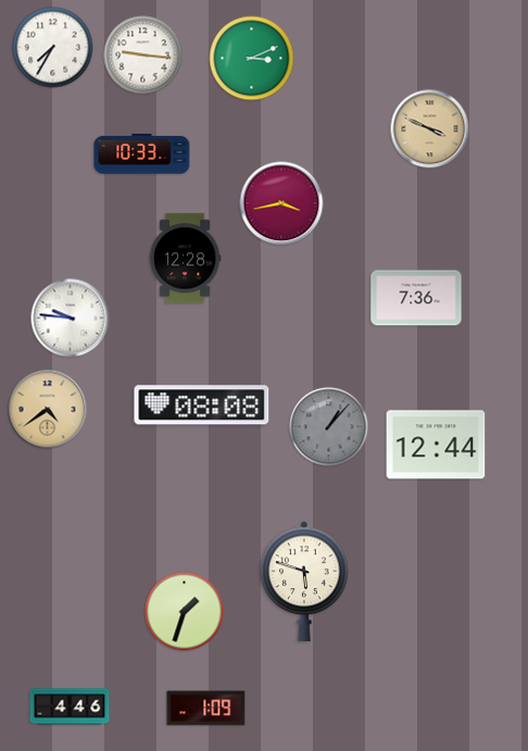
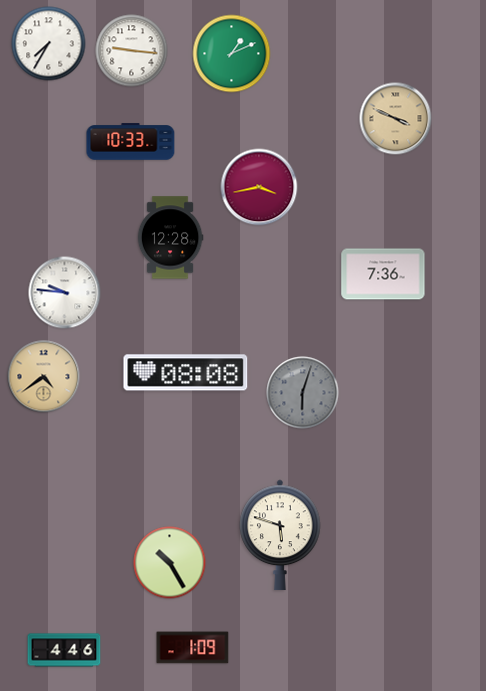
clock at (252, 59): 3:11 -> 1:11
clock at (329, 427): 1:07 -> 6:03
clock at (436, 445): 12:44 -> none
clock at (185, 612): 1:33 -> 10:25
clock at (206, 709) position: (206, 709) -> (193, 648)
